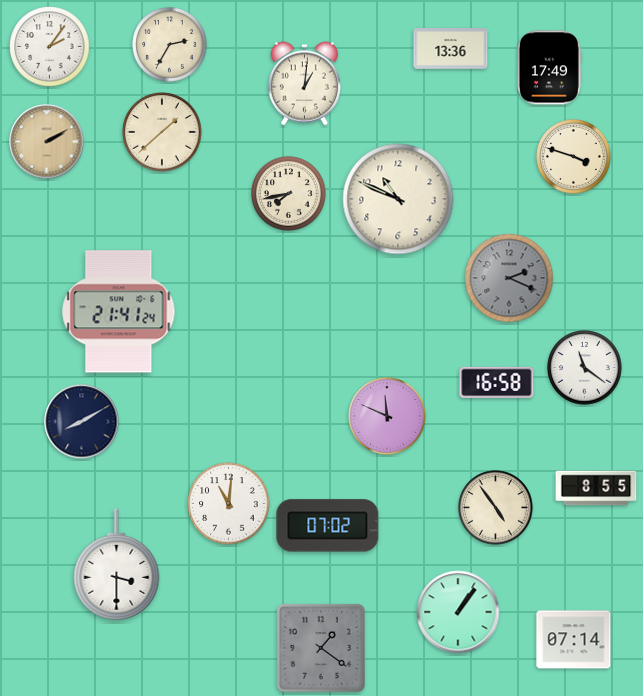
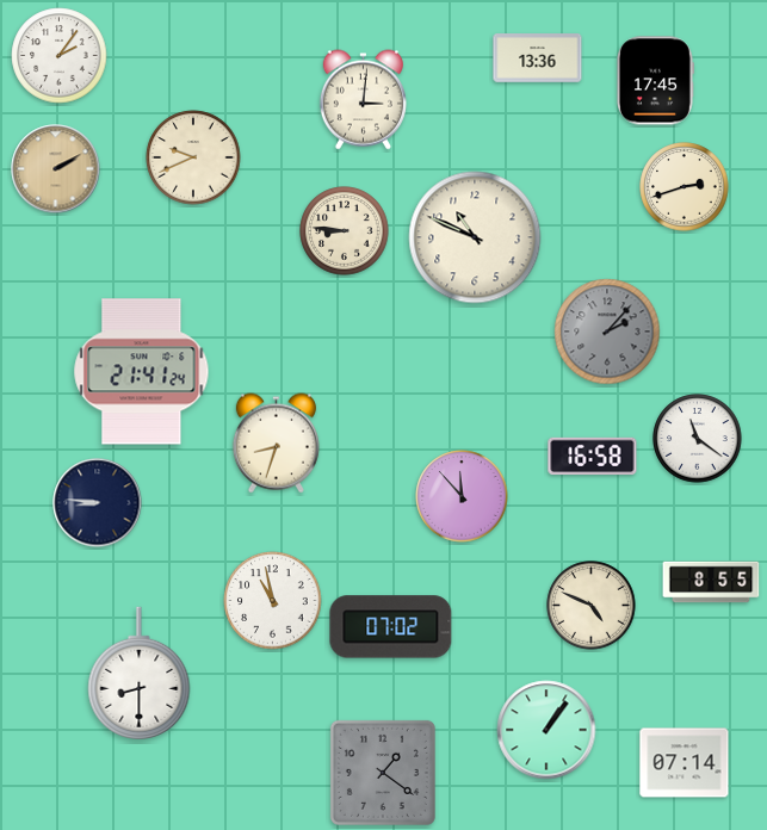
clock at (170, 45): 2:35 -> none
clock at (549, 68): 17:49 -> 17:45
clock at (304, 84): 1:01 -> 3:01
clock at (162, 132): 1:38 -> 9:41
clock at (574, 157): 3:48 -> 2:42
clock at (289, 194): 7:43 -> 8:46
clock at (509, 278): 2:19 -> 2:07
clock at (276, 444): none -> 8:33
clock at (387, 416): 11:49 -> 11:53
clock at (82, 422): 8:10 -> 8:46
clock at (229, 504): 11:01 -> 10:58
clock at (496, 508): 4:54 -> 4:49
clock at (117, 565): 3:30 -> 8:30
